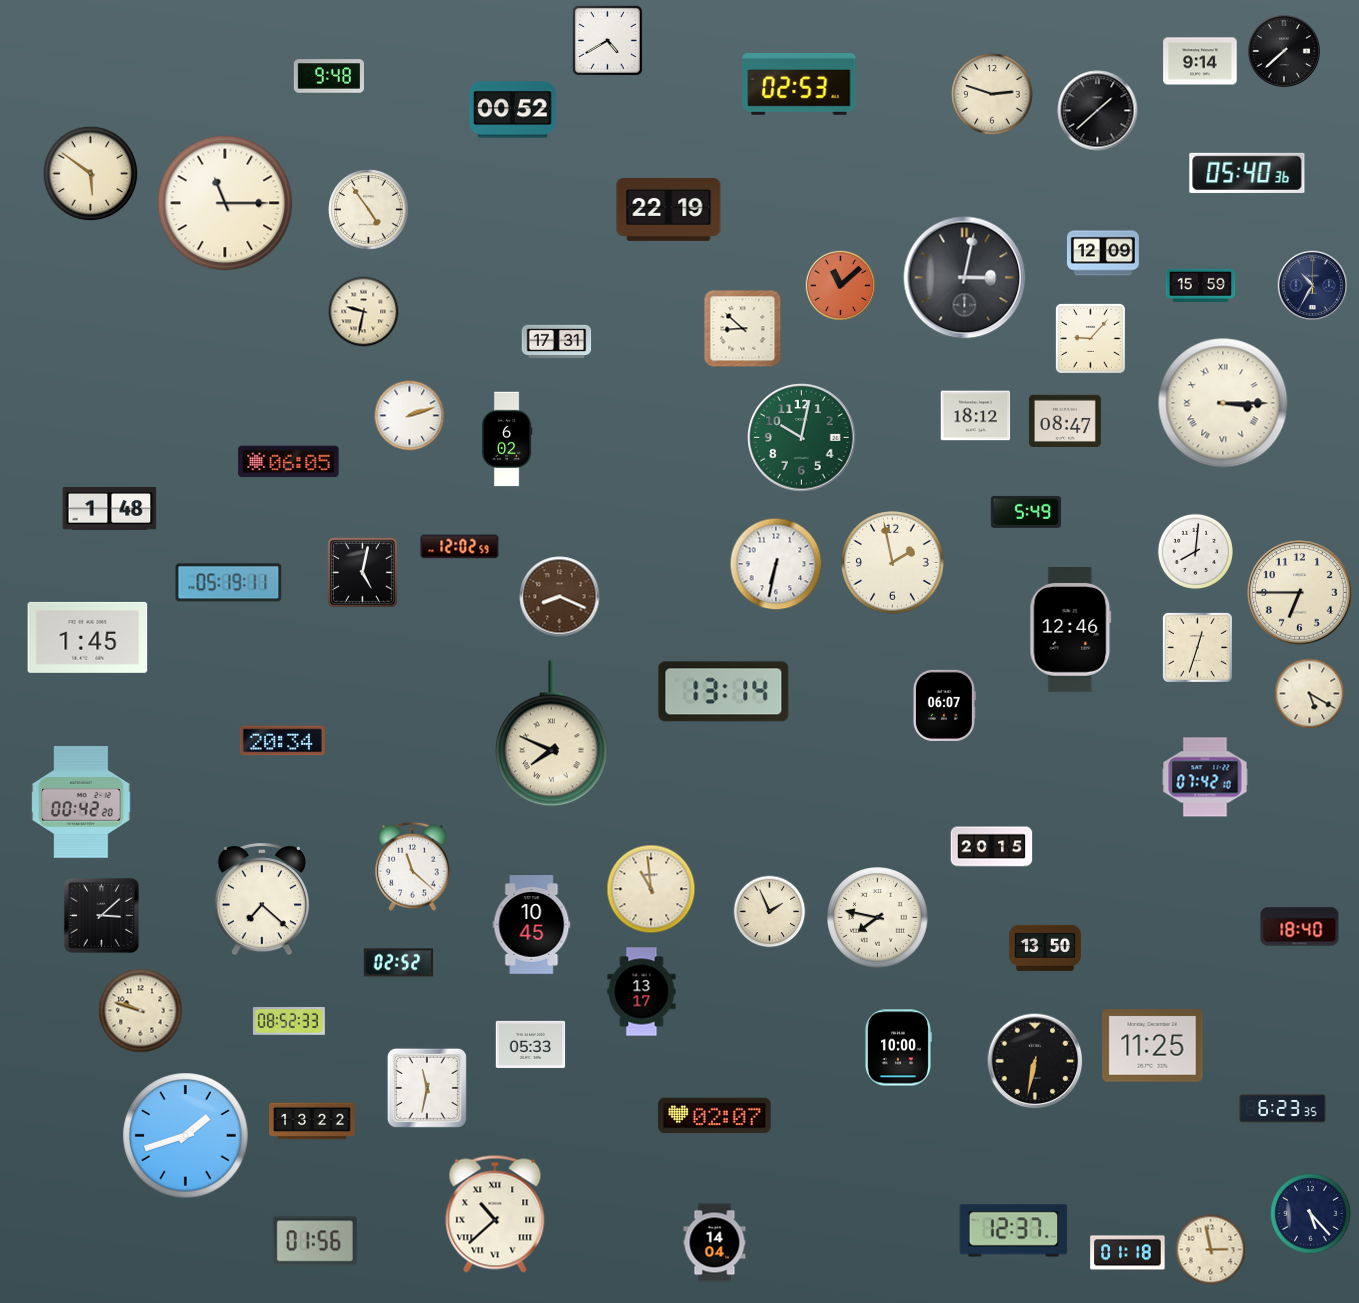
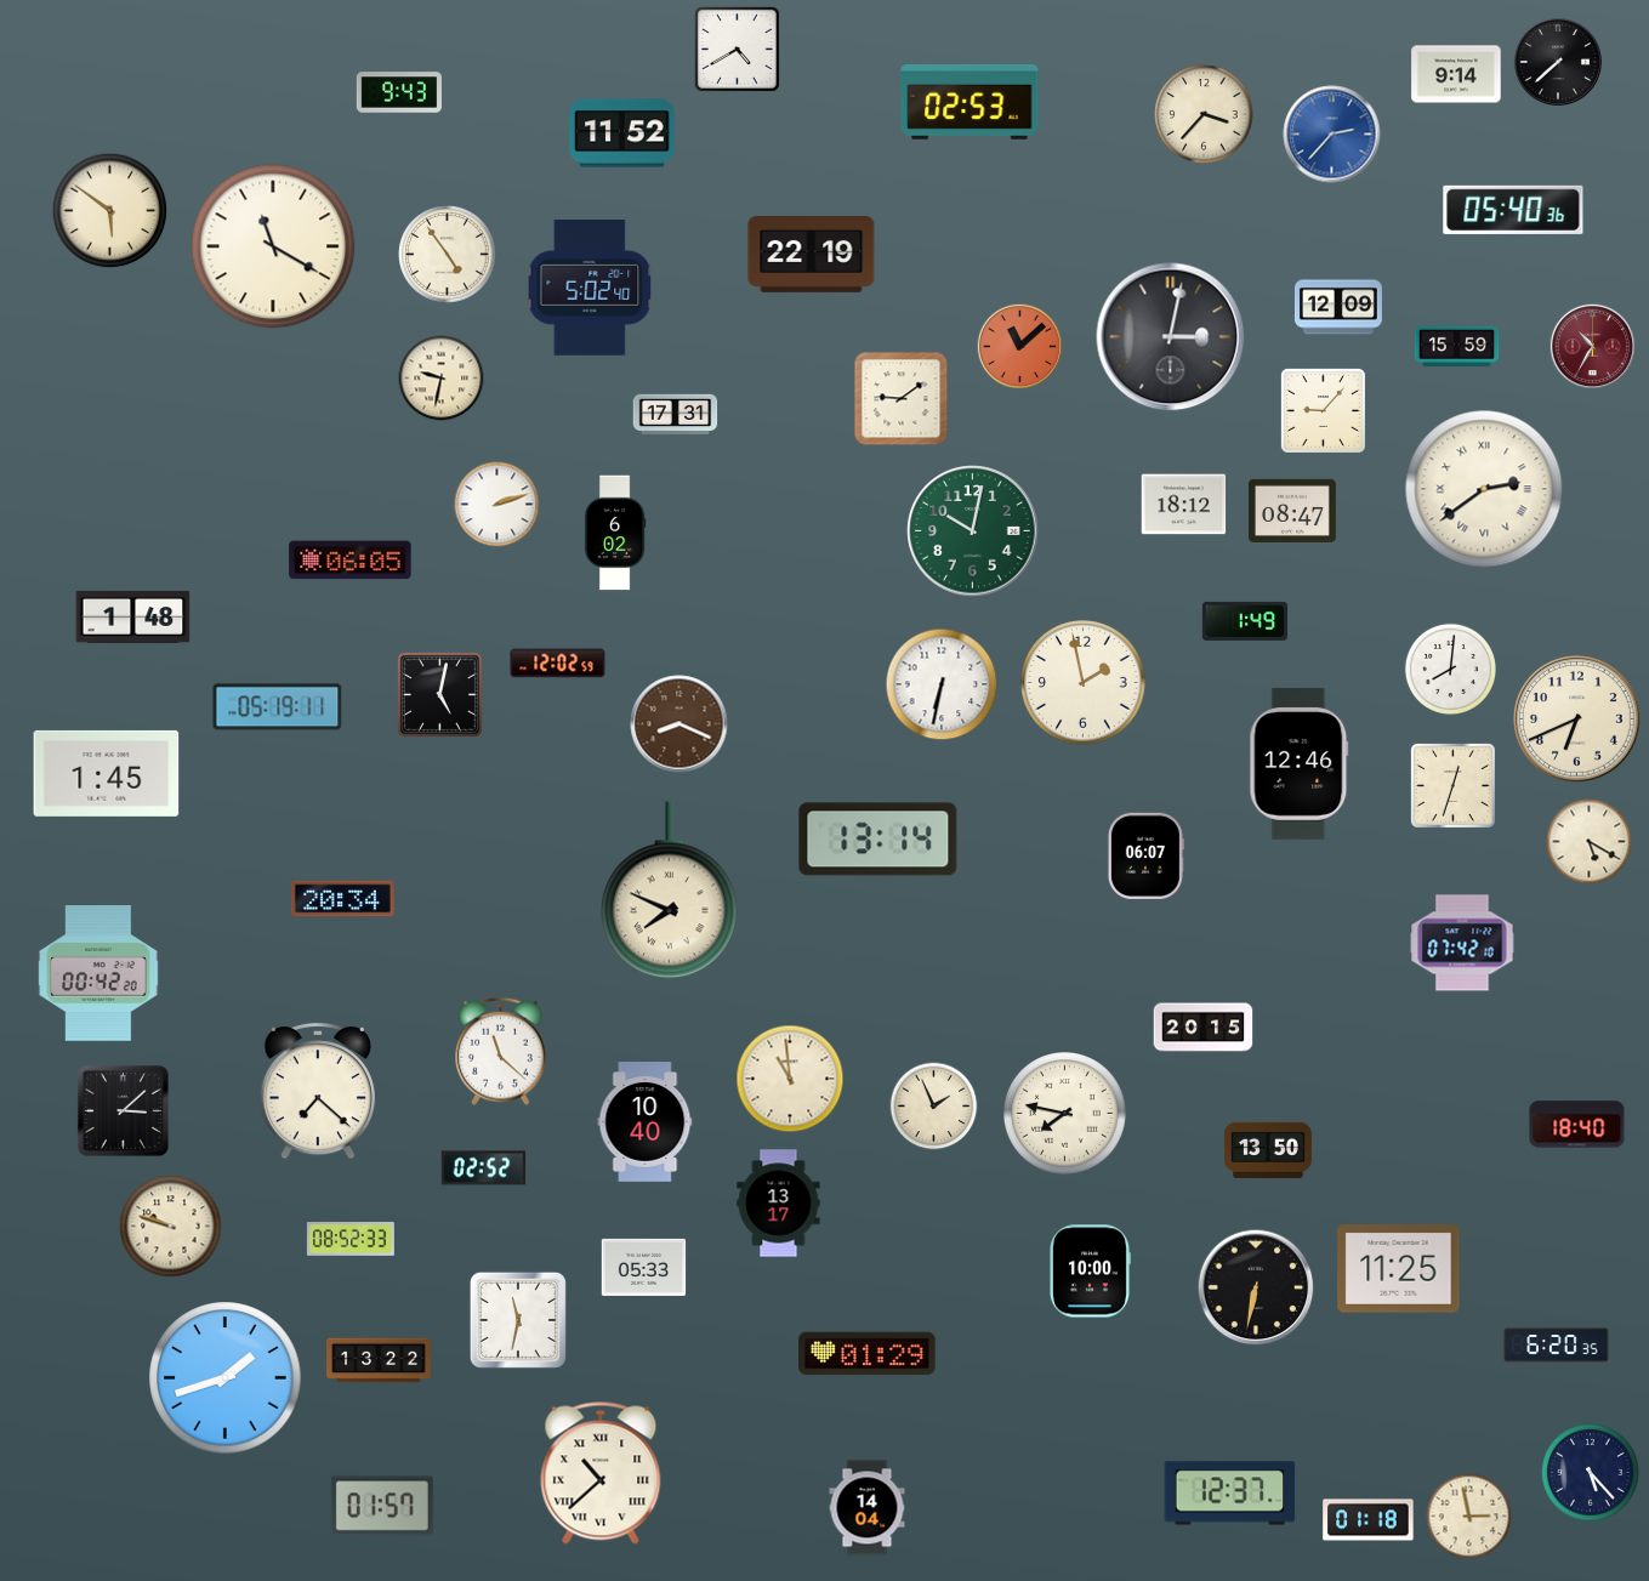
clock at (328, 76): 9:48 -> 9:43
clock at (992, 94): 2:48 -> 3:37
clock at (513, 110): 00:52 -> 11:52
clock at (1098, 111): 1:38 -> 2:37
clock at (1098, 111) dial: black -> blue
clock at (225, 203): 11:15 -> 11:20
clock at (590, 289): none -> 5:02
clock at (1312, 285) dial: navy -> burgundy
clock at (743, 329): 8:52 -> 9:09
clock at (1223, 403): 3:15 -> 2:39
clock at (1025, 512): 5:49 -> 1:49
clock at (1300, 593): 6:45 -> 6:41
clock at (532, 925): 10:45 -> 10:40
clock at (1283, 1109): 6:23 -> 6:20
clock at (715, 1116): 02:07 -> 01:29
clock at (315, 1241): 01:56 -> 01:57
